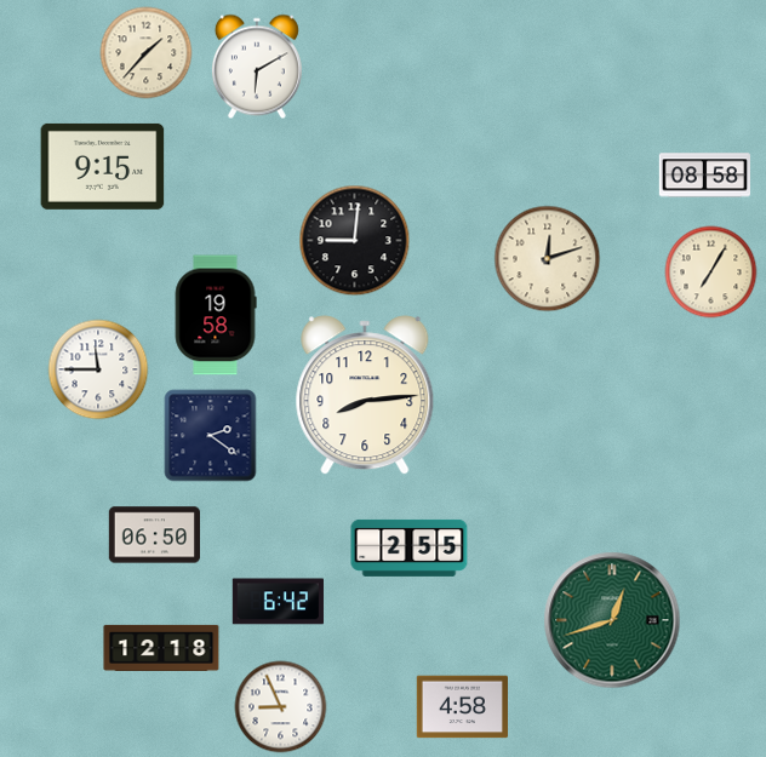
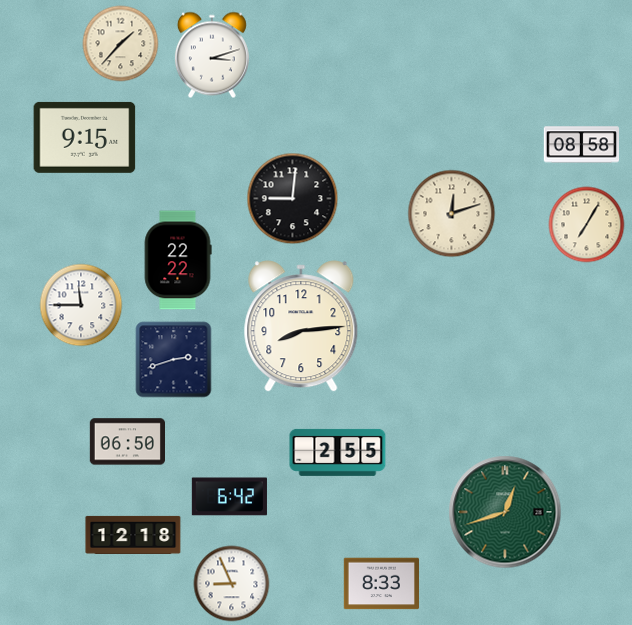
clock at (257, 67): 6:10 -> 3:12
clock at (216, 315): 19:58 -> 22:22
clock at (211, 436): 2:21 -> 2:42
clock at (462, 707): 4:58 -> 8:33
